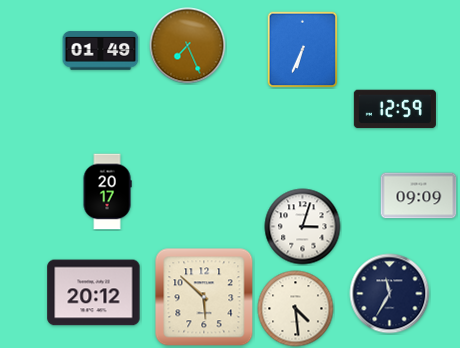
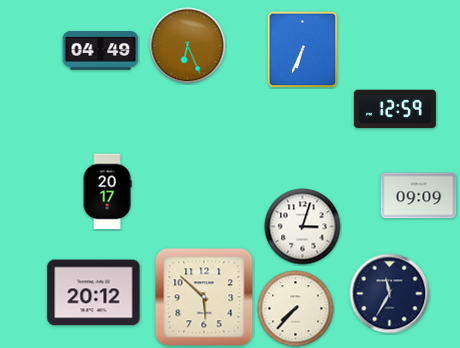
clock at (188, 46): 7:26 -> 6:26
clock at (101, 51): 01:49 -> 04:49
clock at (296, 309): 4:29 -> 7:37
